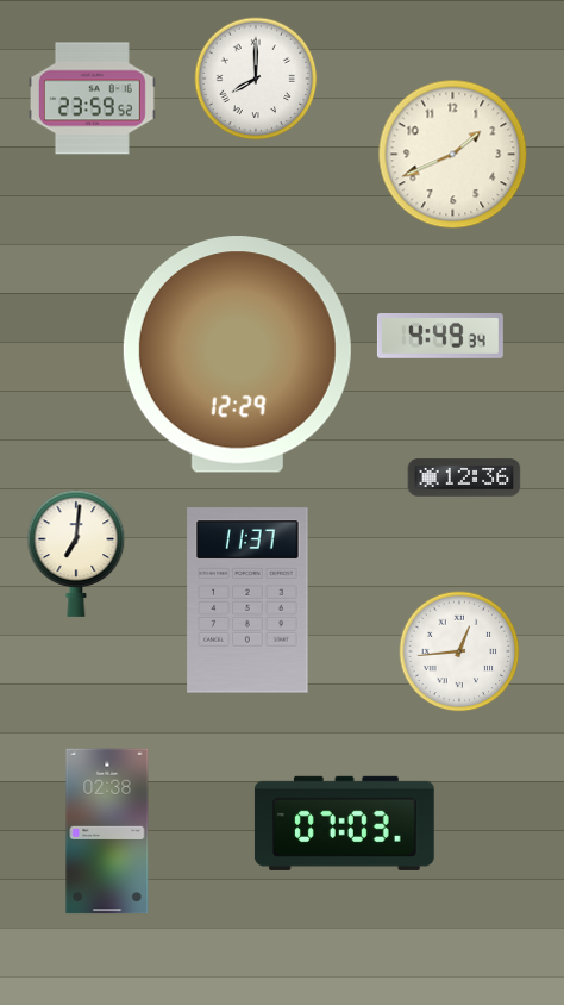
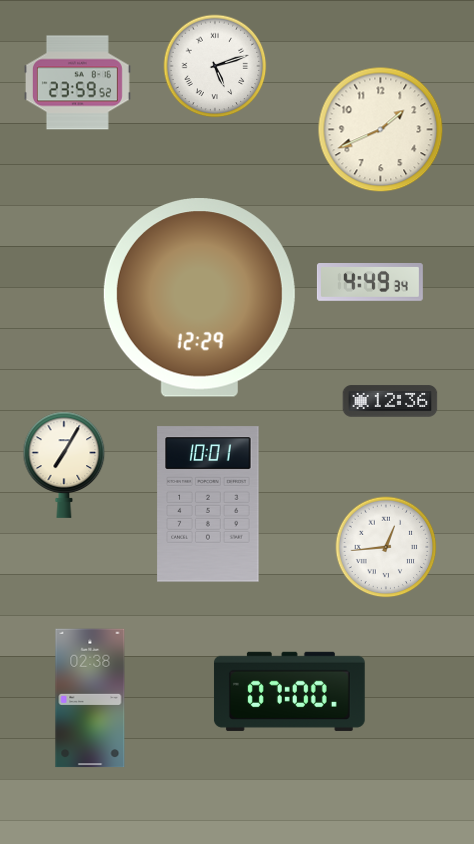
clock at (256, 79): 8:00 -> 5:12
clock at (76, 554): 7:01 -> 7:05
clock at (247, 600): 11:37 -> 10:01
clock at (344, 823): 07:03 -> 07:00
